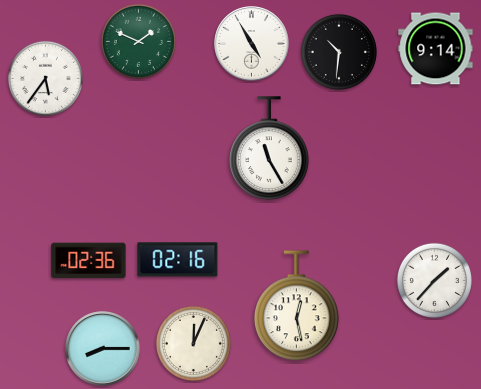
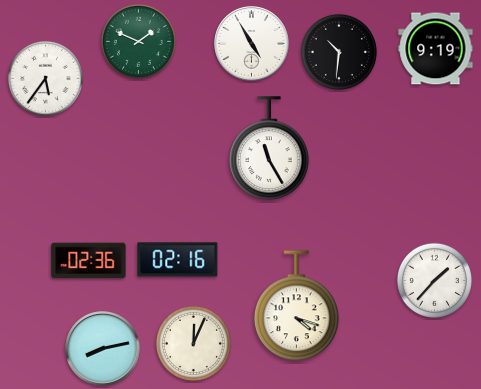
clock at (436, 49): 9:14 -> 9:19
clock at (297, 306): 12:28 -> 4:18
clock at (103, 349): 8:15 -> 8:13
